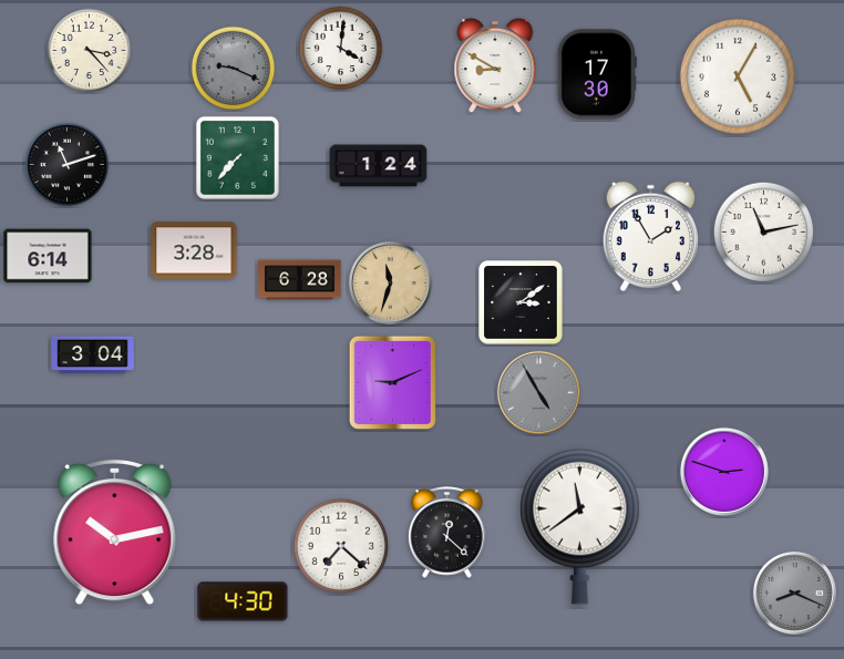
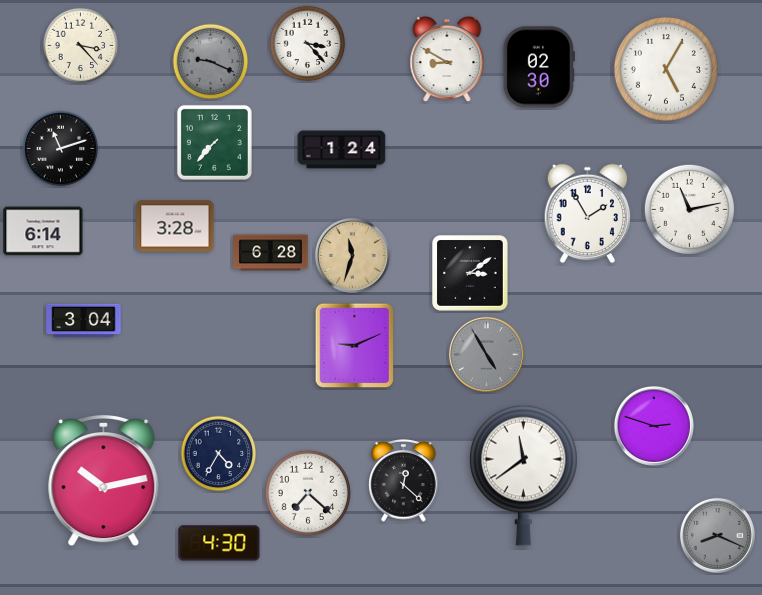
clock at (341, 49): 4:01 -> 3:23
clock at (597, 74): 17:30 -> 02:30
clock at (219, 454): none -> 4:35
